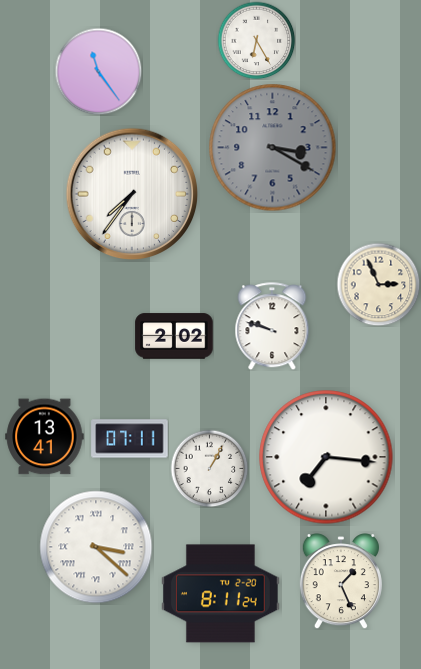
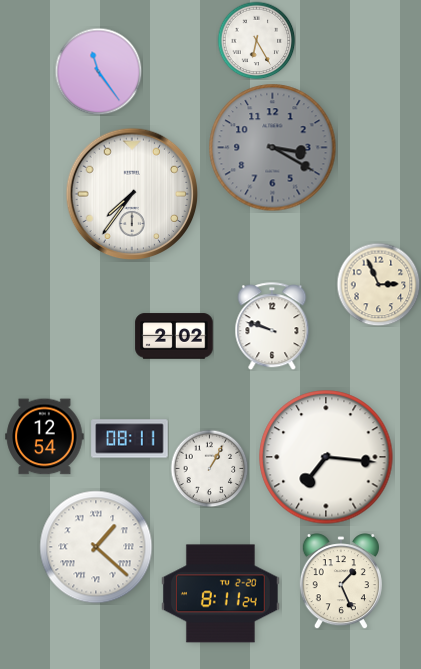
clock at (45, 437): 13:41 -> 12:54
clock at (130, 439): 07:11 -> 08:11
clock at (96, 547): 3:22 -> 1:22
